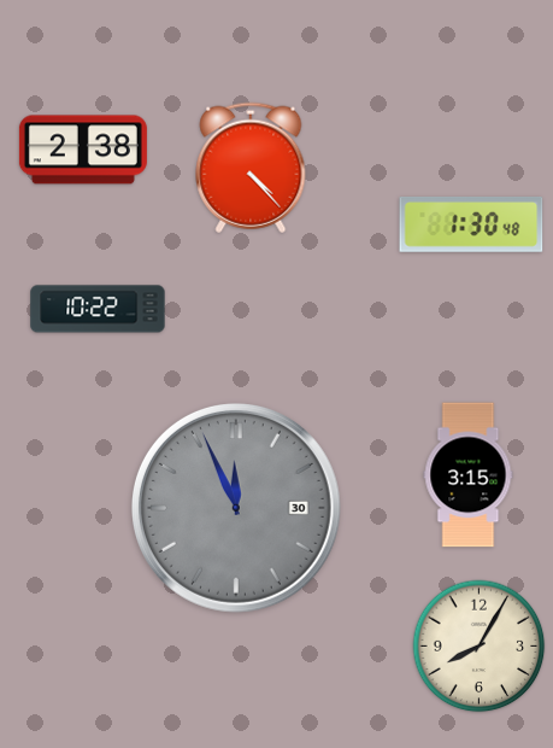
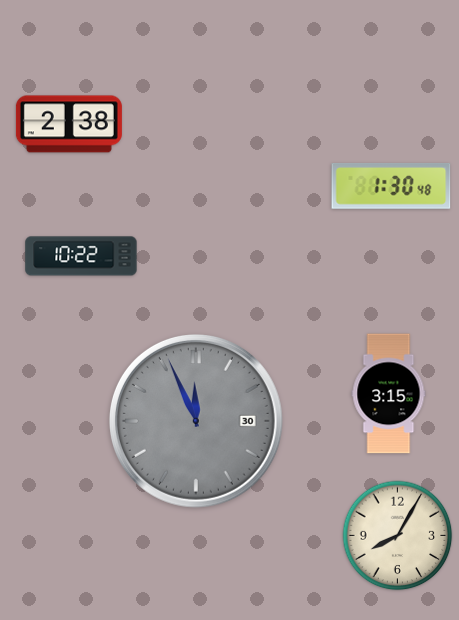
clock at (251, 168): 4:23 -> none
